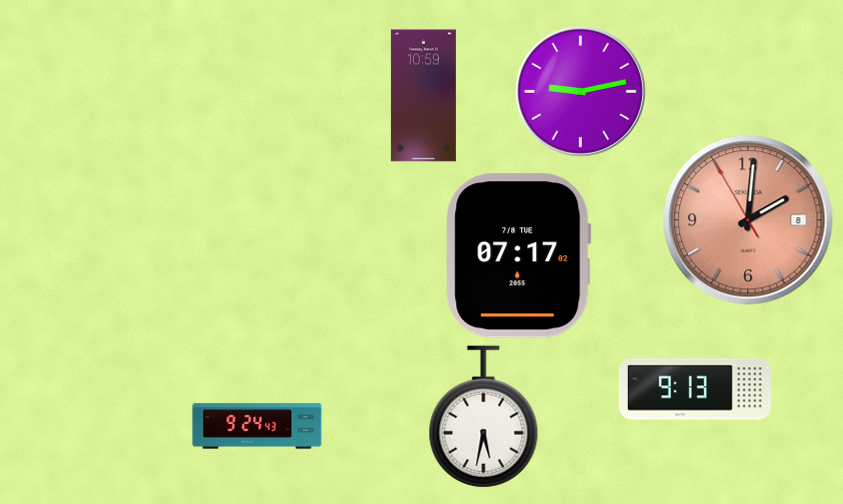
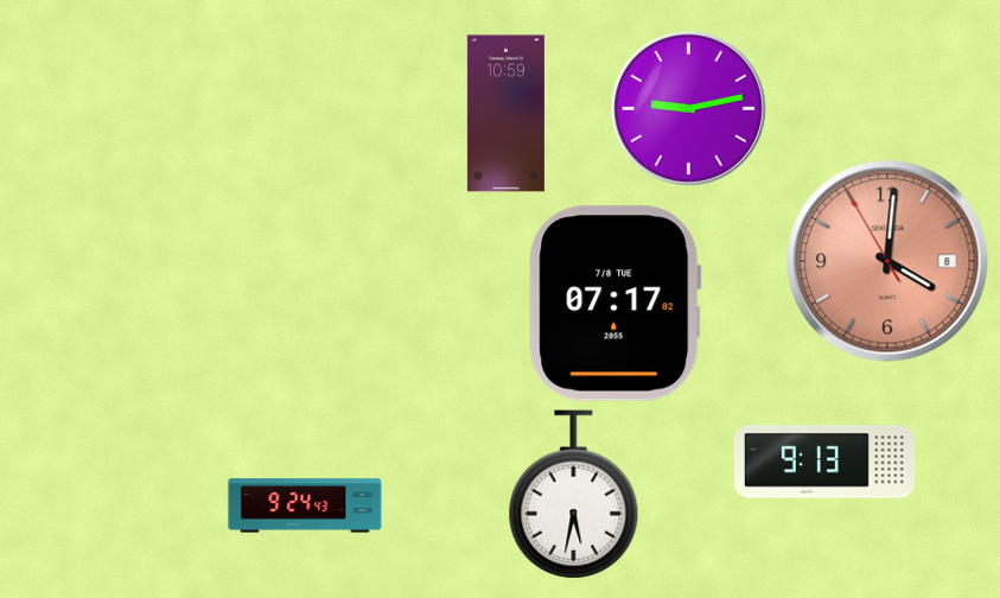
clock at (423, 96) position: (423, 96) -> (505, 114)
clock at (748, 220): 2:00 -> 4:00
